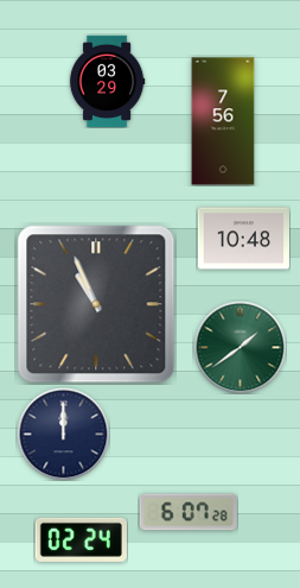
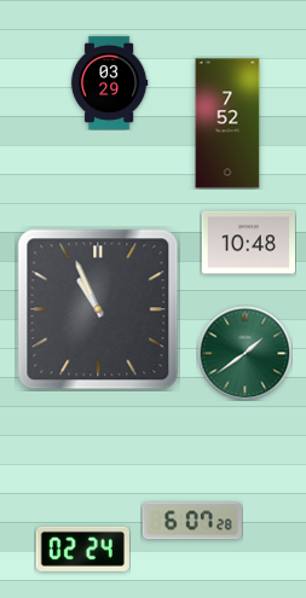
clock at (223, 121): 7:56 -> 7:52
clock at (63, 434): 12:00 -> none
